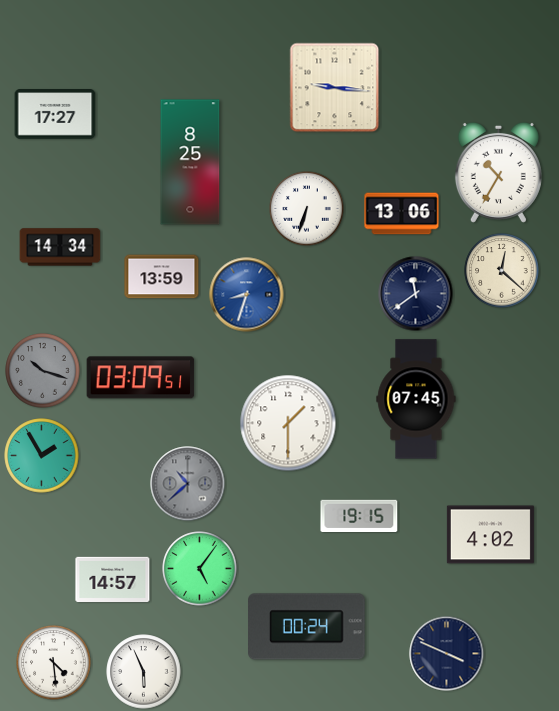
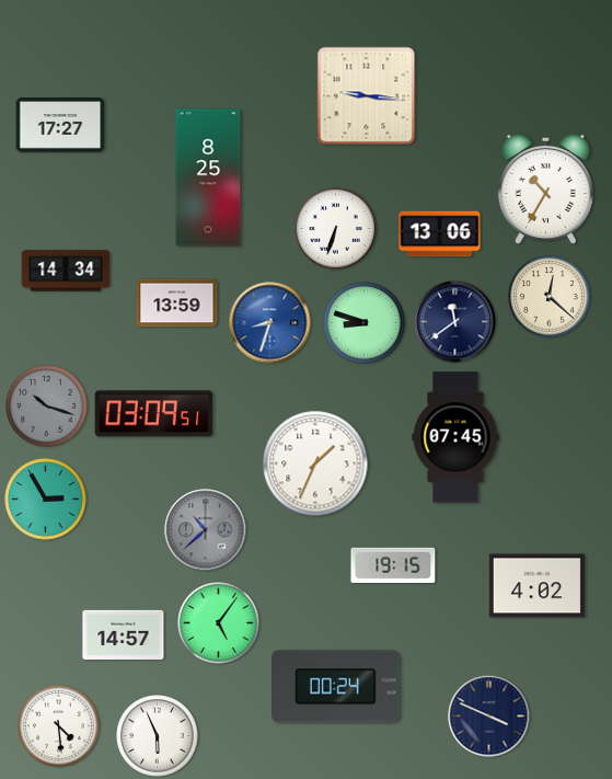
clock at (365, 323): none -> 8:48
clock at (288, 423): 1:30 -> 1:34
clock at (42, 456): 1:55 -> 2:55
